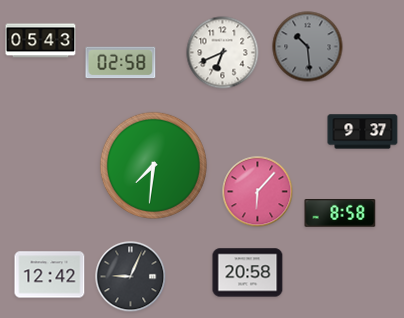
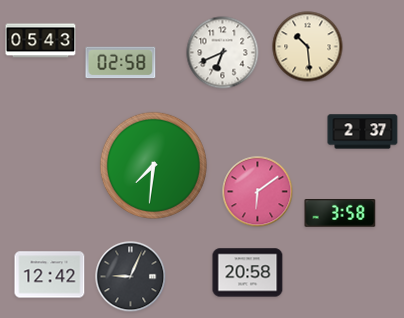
clock at (308, 47) dial: grey -> cream
clock at (363, 132): 9:37 -> 2:37
clock at (258, 192): 6:07 -> 6:09
clock at (340, 214): 8:58 -> 3:58
